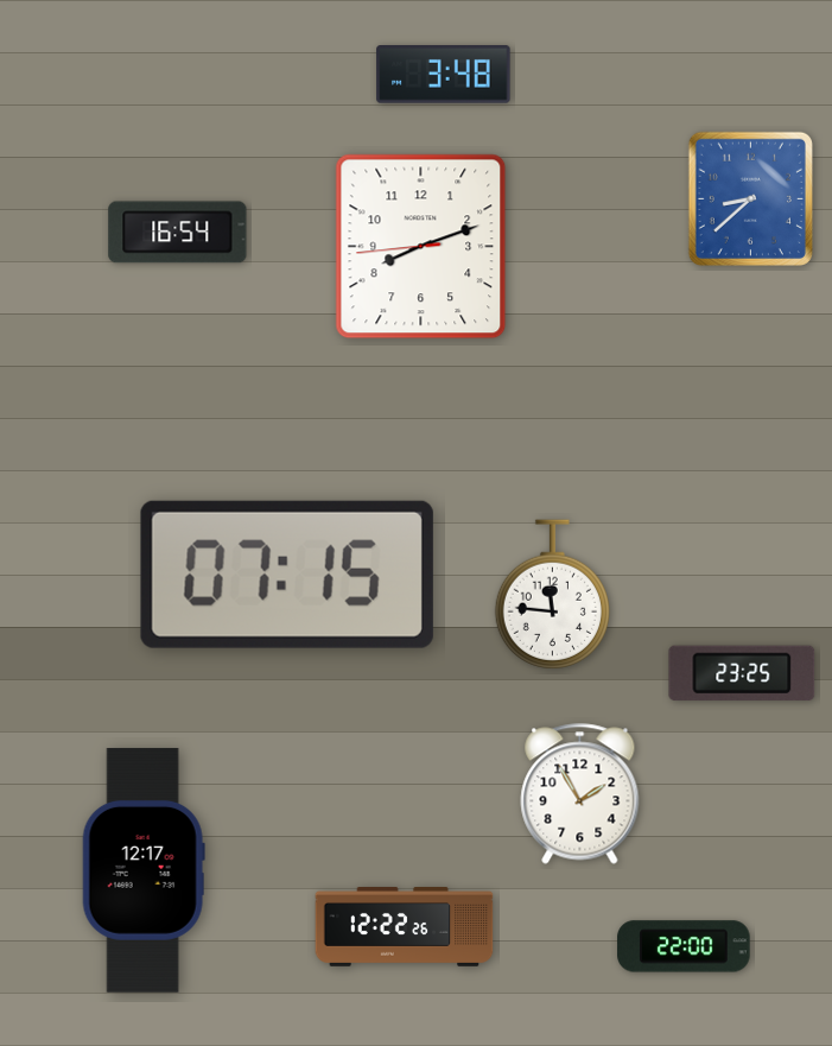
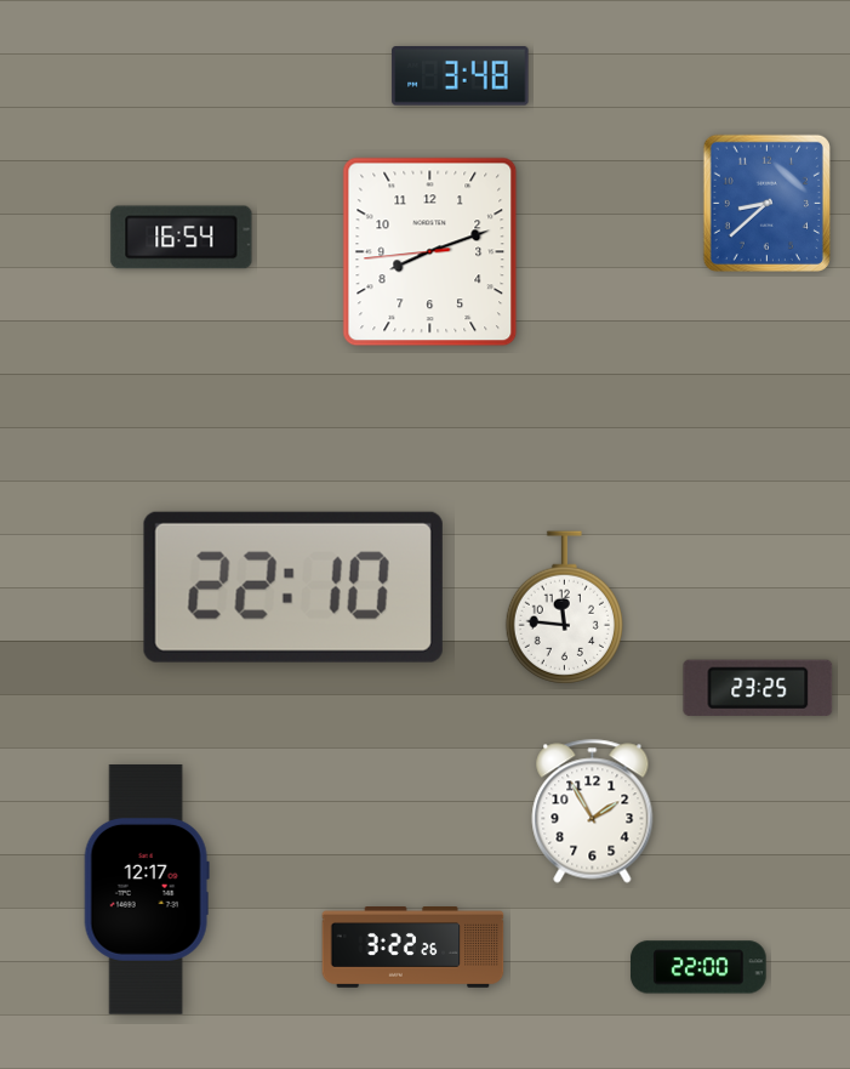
clock at (444, 75) position: (444, 75) -> (461, 76)
clock at (287, 575): 07:15 -> 22:10
clock at (405, 927): 12:22 -> 3:22
